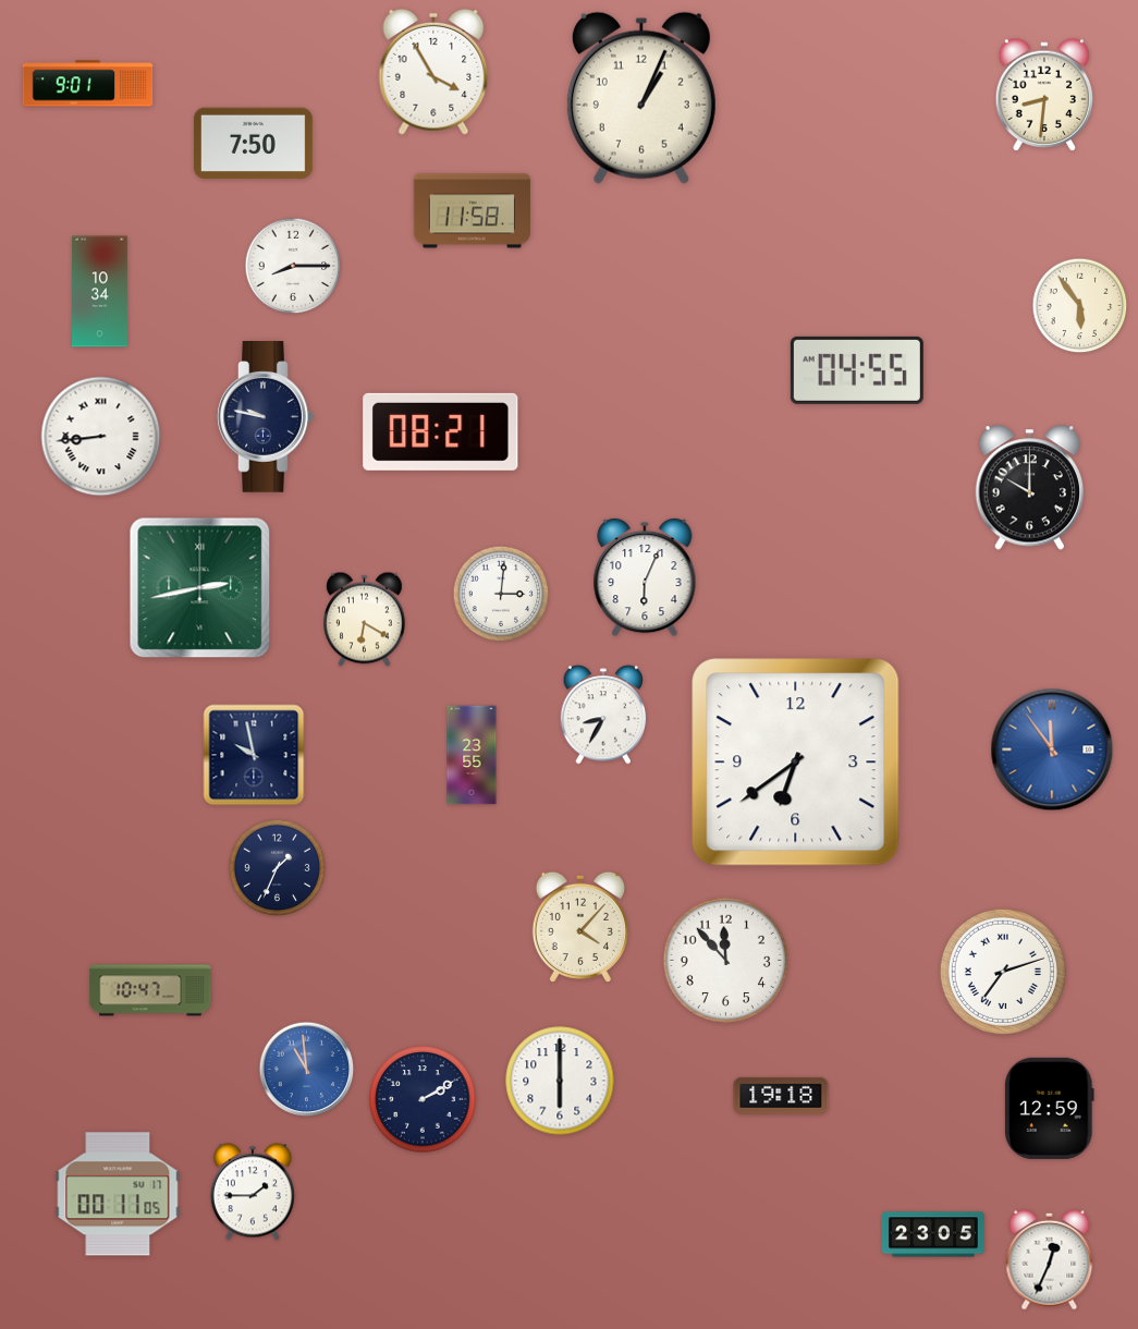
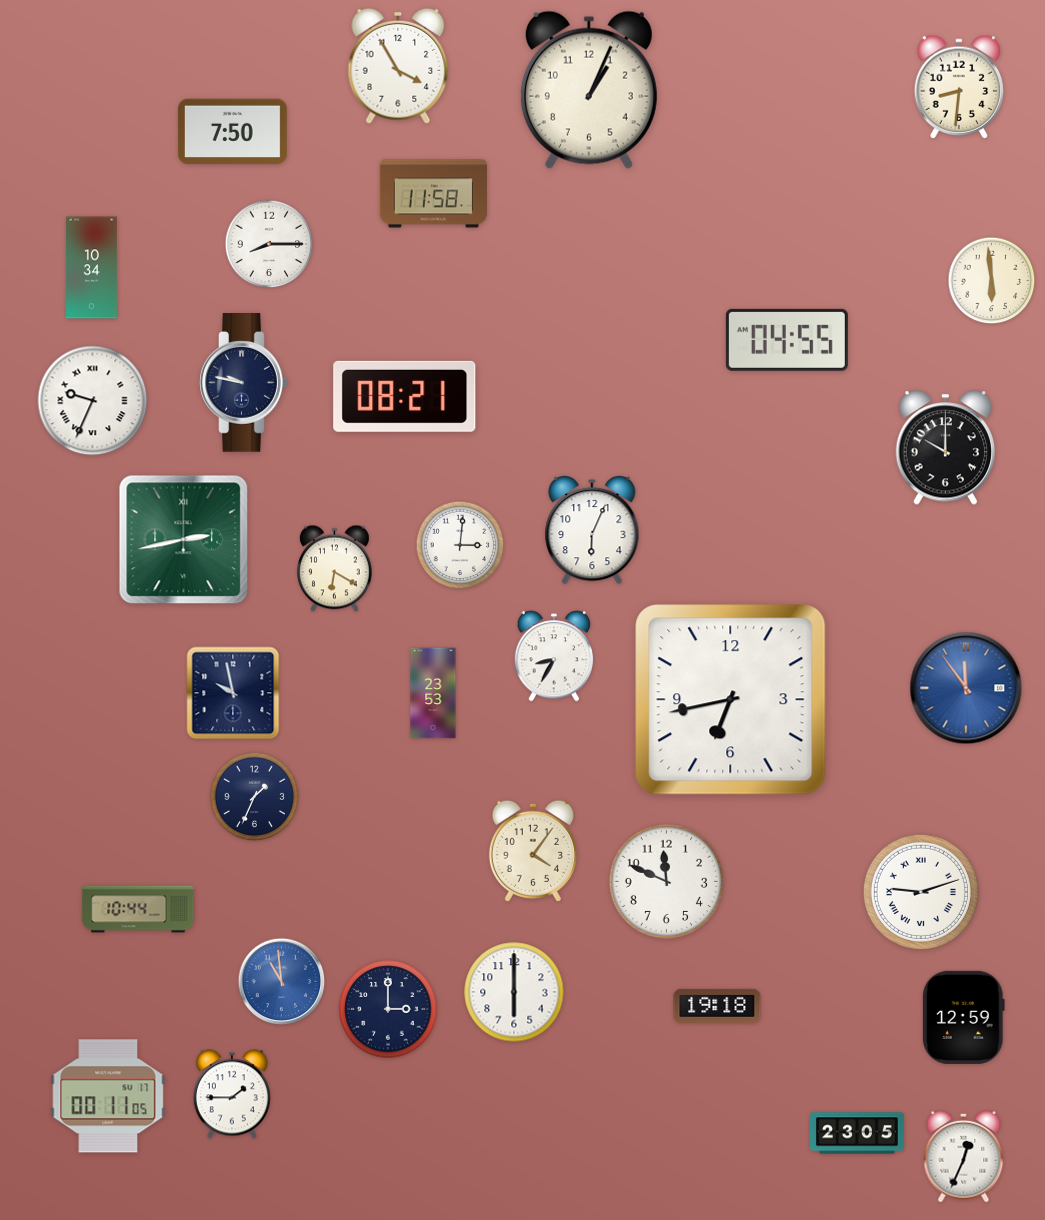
clock at (88, 84): 9:01 -> none
clock at (1080, 306): 5:54 -> 5:59
clock at (101, 437): 8:44 -> 9:34
clock at (472, 755): 23:55 -> 23:53
clock at (796, 763): 6:39 -> 6:43
clock at (580, 927): 4:07 -> 4:06
clock at (725, 960): 11:53 -> 11:49
clock at (1003, 972): 7:12 -> 9:12
clock at (150, 990): 10:47 -> 10:44
clock at (423, 1099): 2:10 -> 3:00
